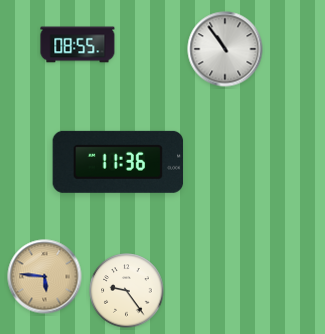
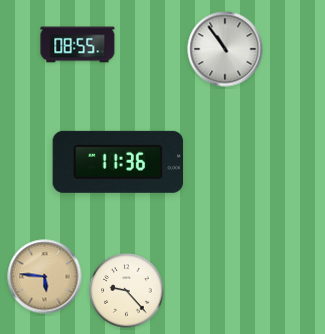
clock at (127, 291): 9:24 -> 9:23
